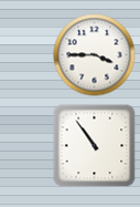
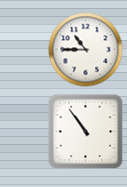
clock at (95, 55): 3:45 -> 10:45
